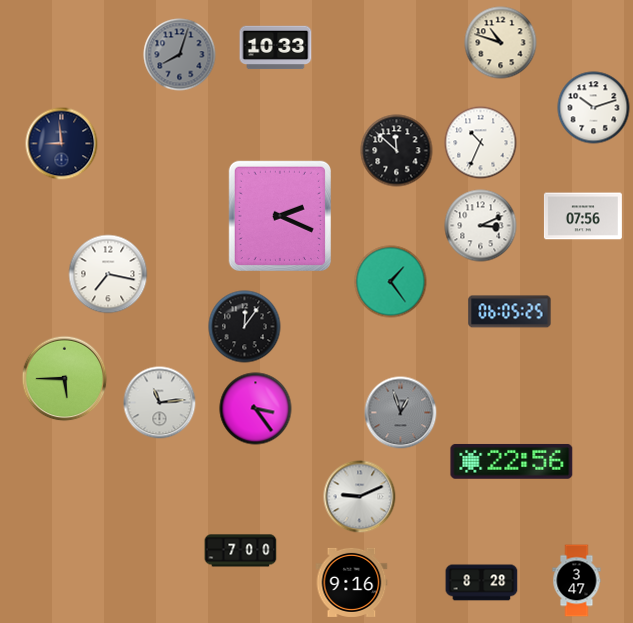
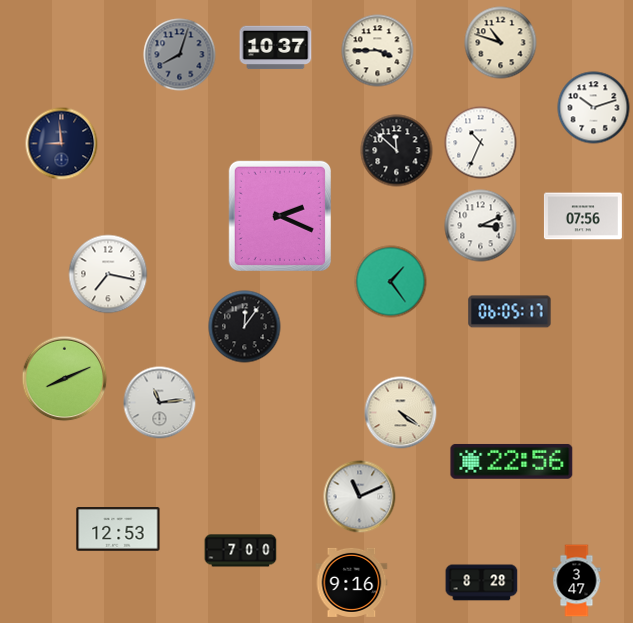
clock at (276, 48): 10:33 -> 10:37
clock at (378, 51): none -> 3:45
clock at (510, 312): 06:05:25 -> 06:05:17
clock at (65, 379): 5:45 -> 8:11
clock at (256, 409): 3:24 -> none
clock at (401, 413): 12:57 -> 4:21
clock at (401, 413) dial: grey -> cream
clock at (360, 497): 9:11 -> 11:11
clock at (118, 530): none -> 12:53
